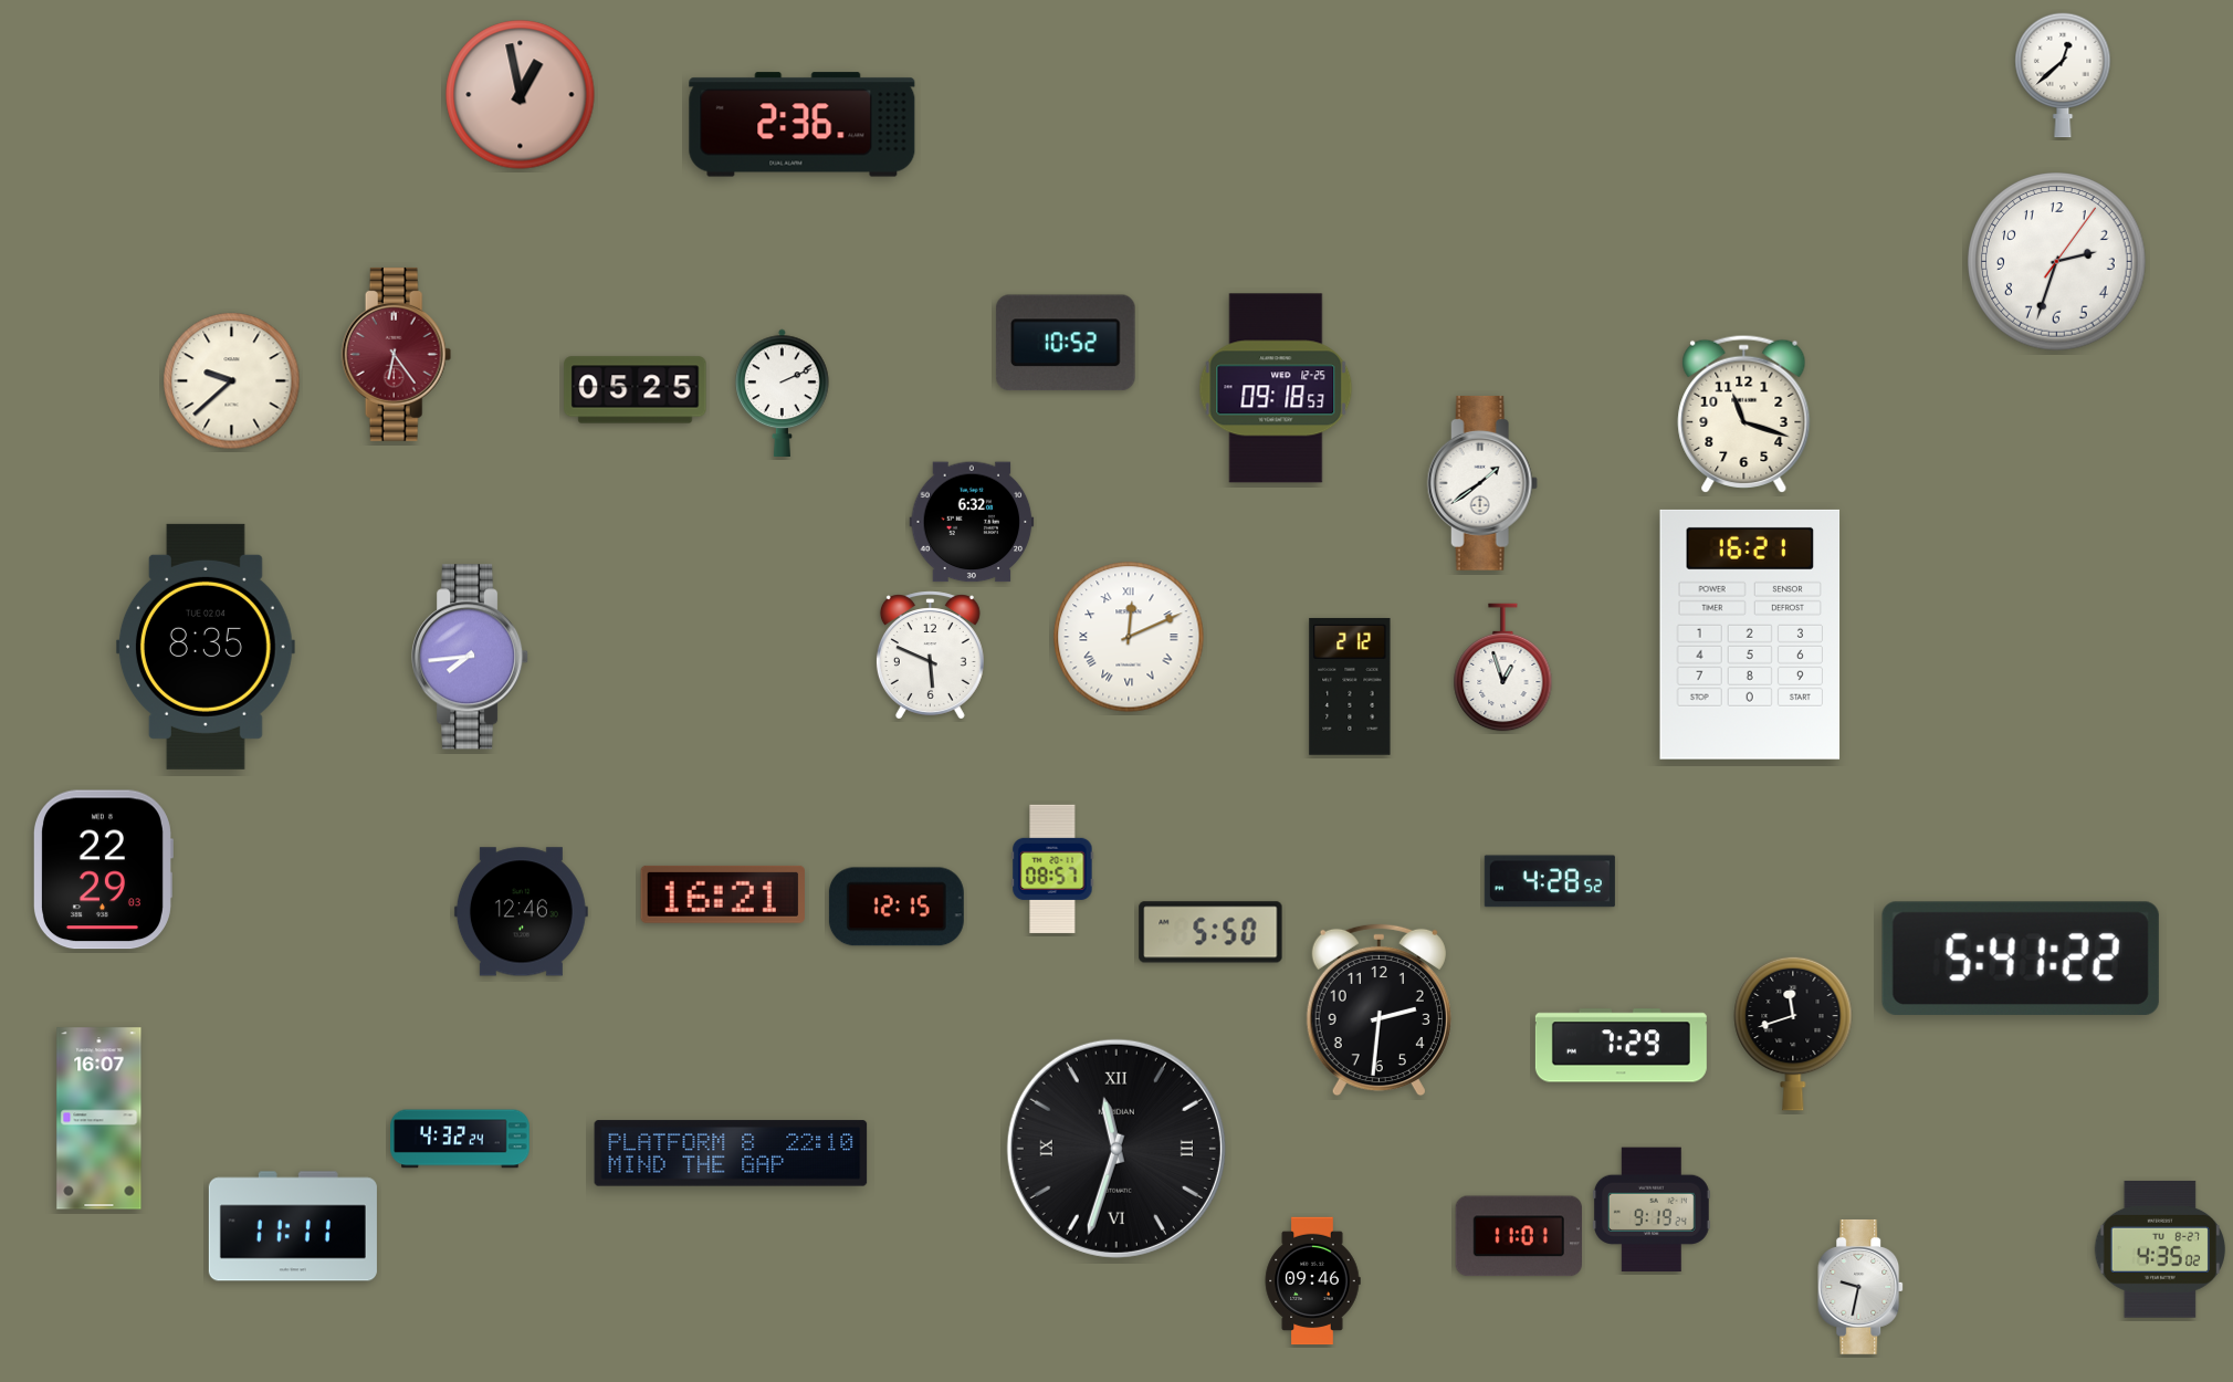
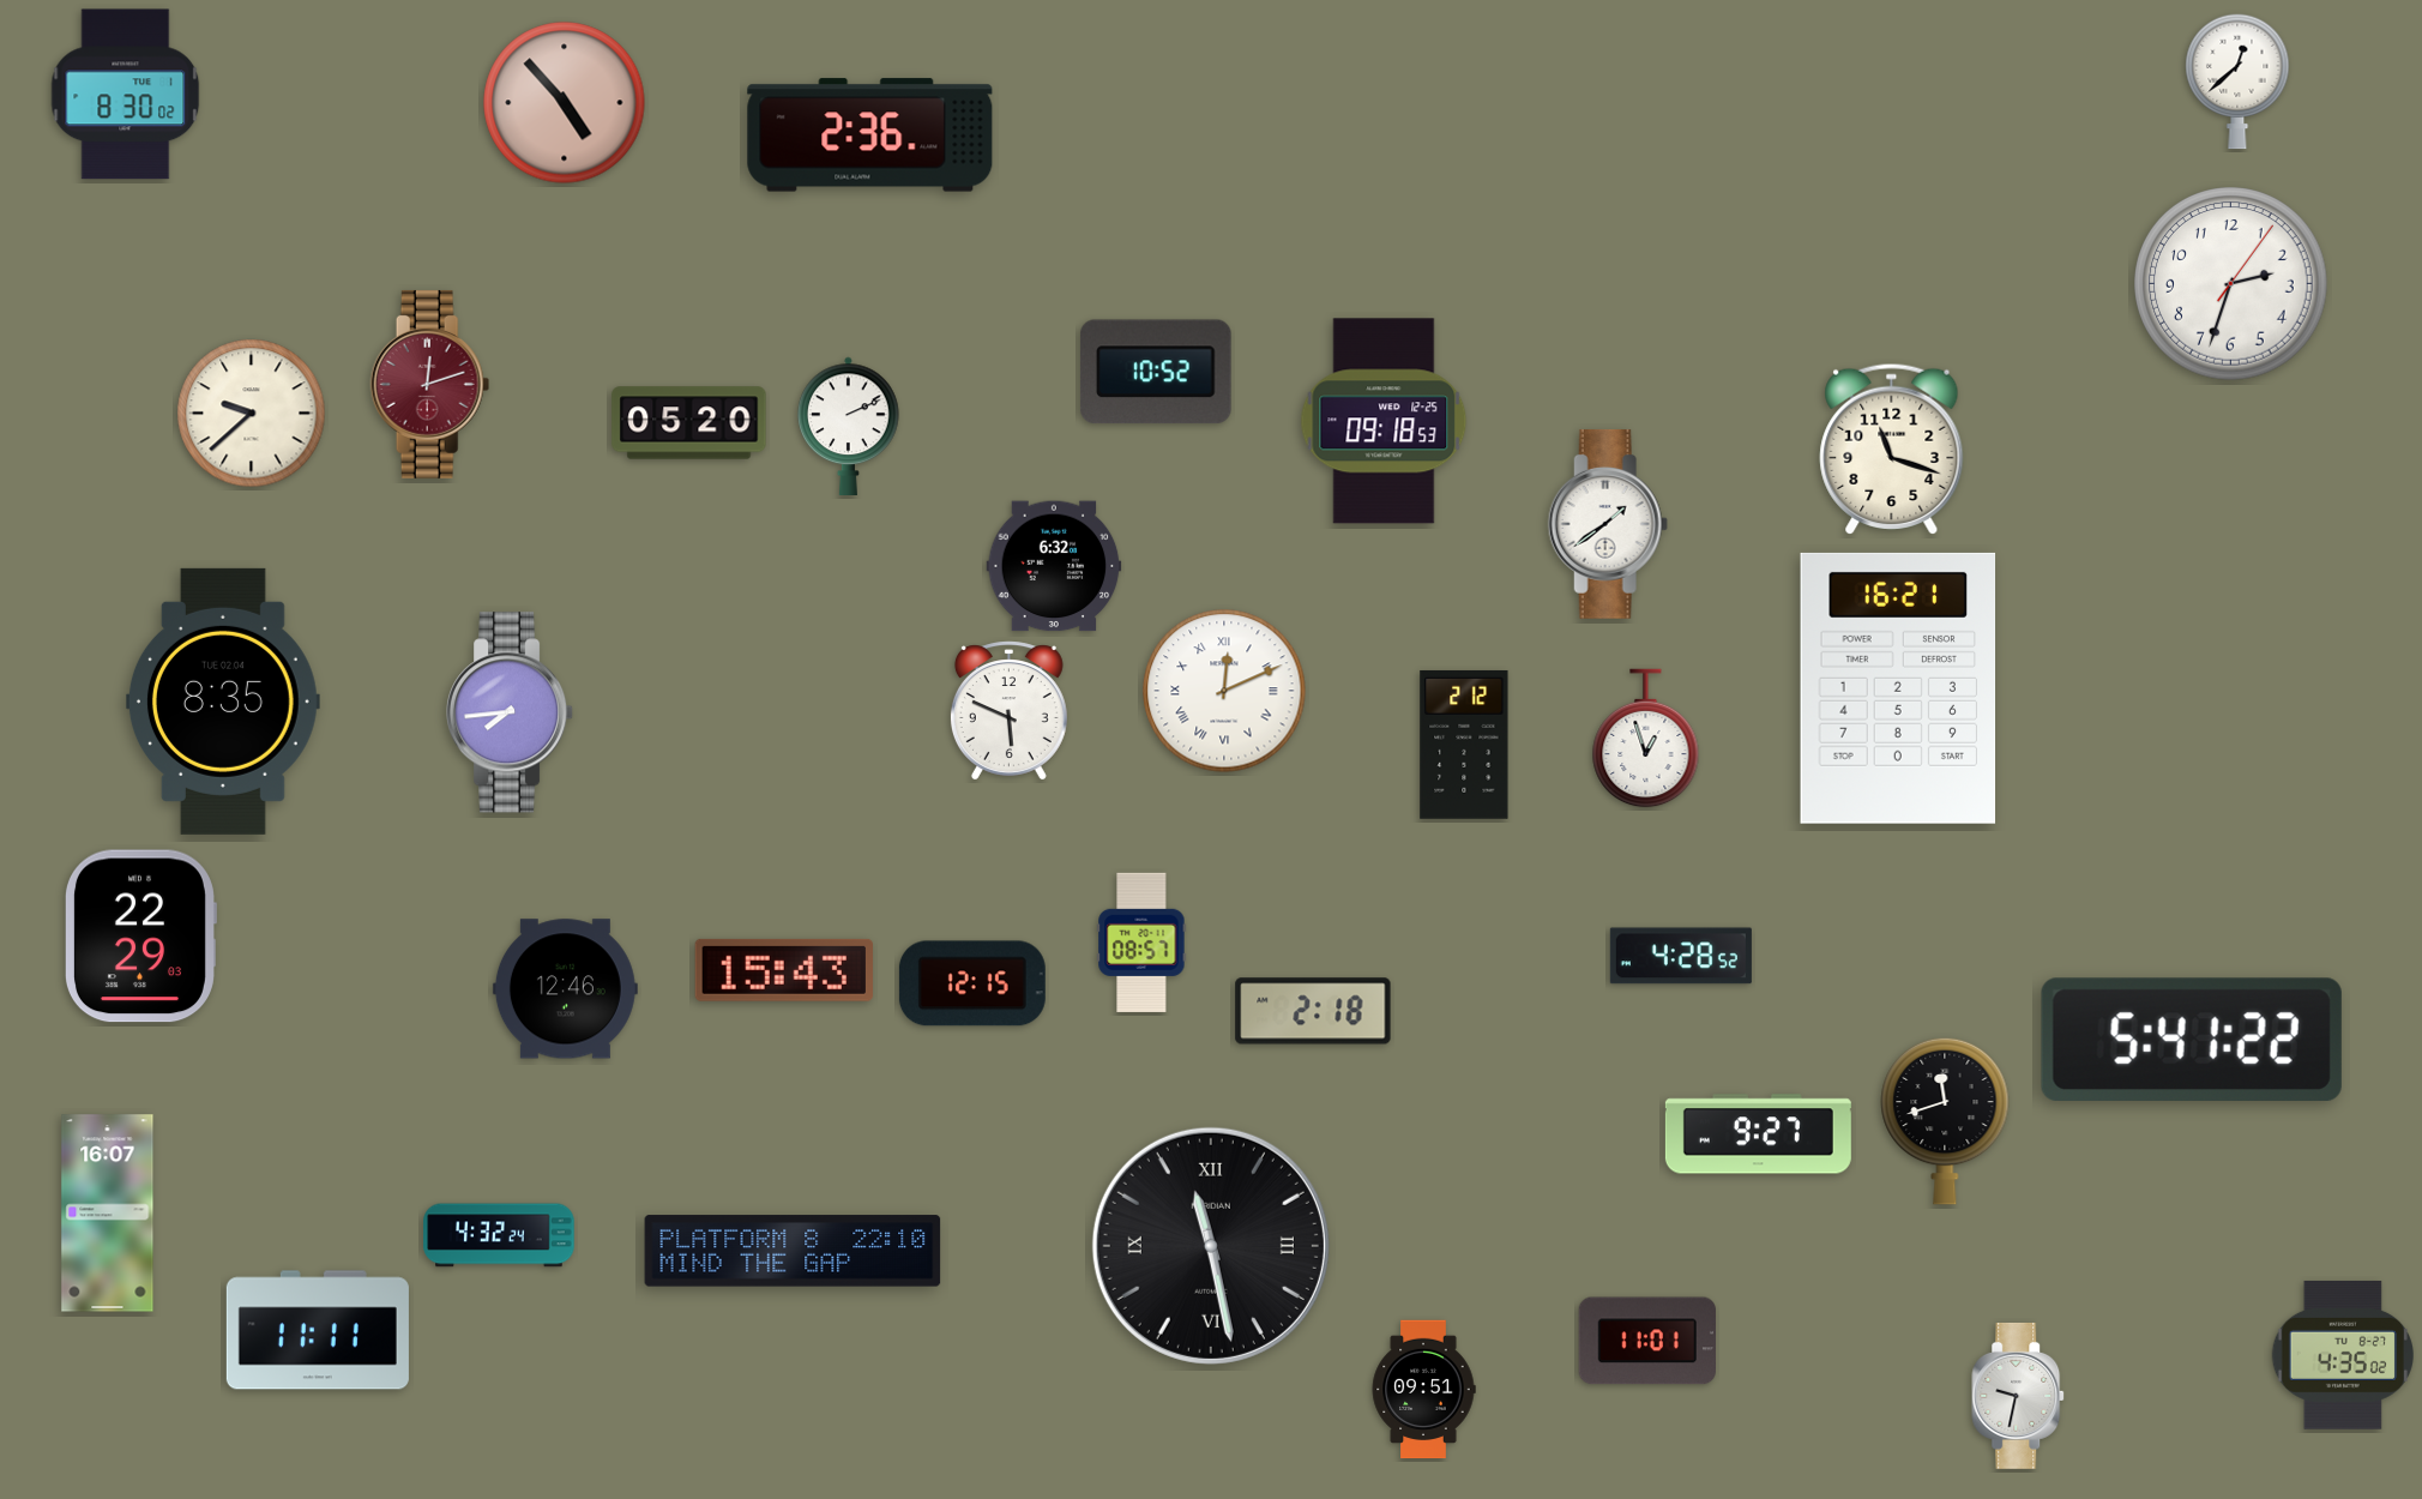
clock at (126, 95): none -> 8:30
clock at (521, 95): 12:58 -> 4:53
clock at (397, 354): 6:24 -> 12:12
clock at (636, 390): 05:25 -> 05:20
clock at (1503, 668) position: (1503, 668) -> (1646, 739)
clock at (103, 870) position: (103, 870) -> (140, 937)
clock at (723, 894): 16:21 -> 15:43
clock at (1210, 932): 5:50 -> 2:18
clock at (1378, 1011): 2:31 -> none
clock at (1621, 1046): 7:29 -> 9:27
clock at (1116, 1149): 11:33 -> 11:28
clock at (1652, 1210): 9:19 -> none
clock at (1312, 1281): 09:46 -> 09:51
